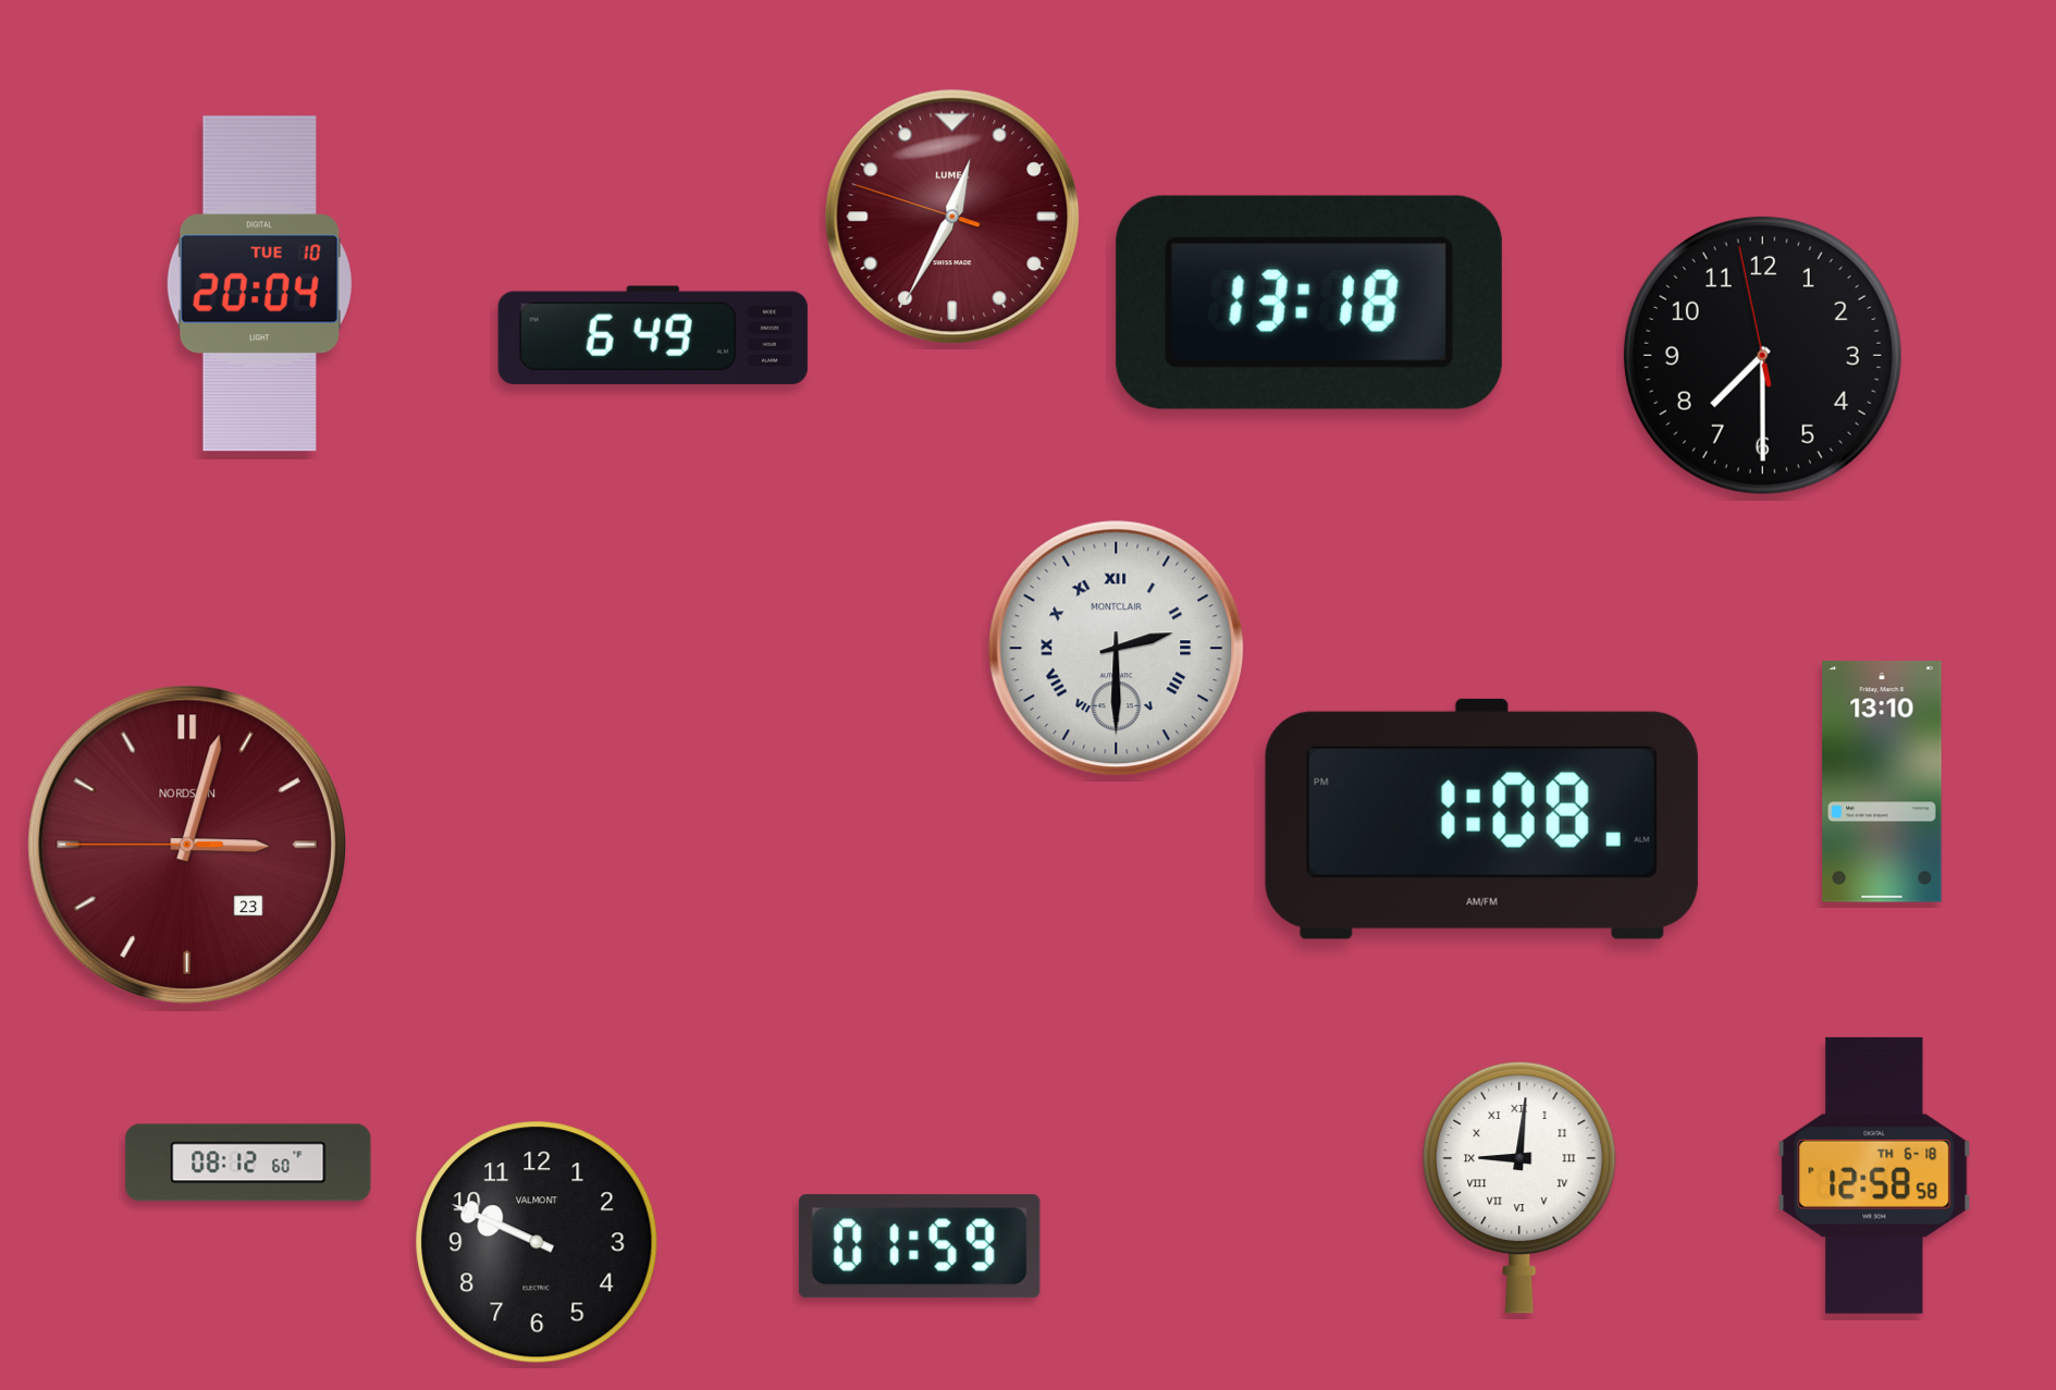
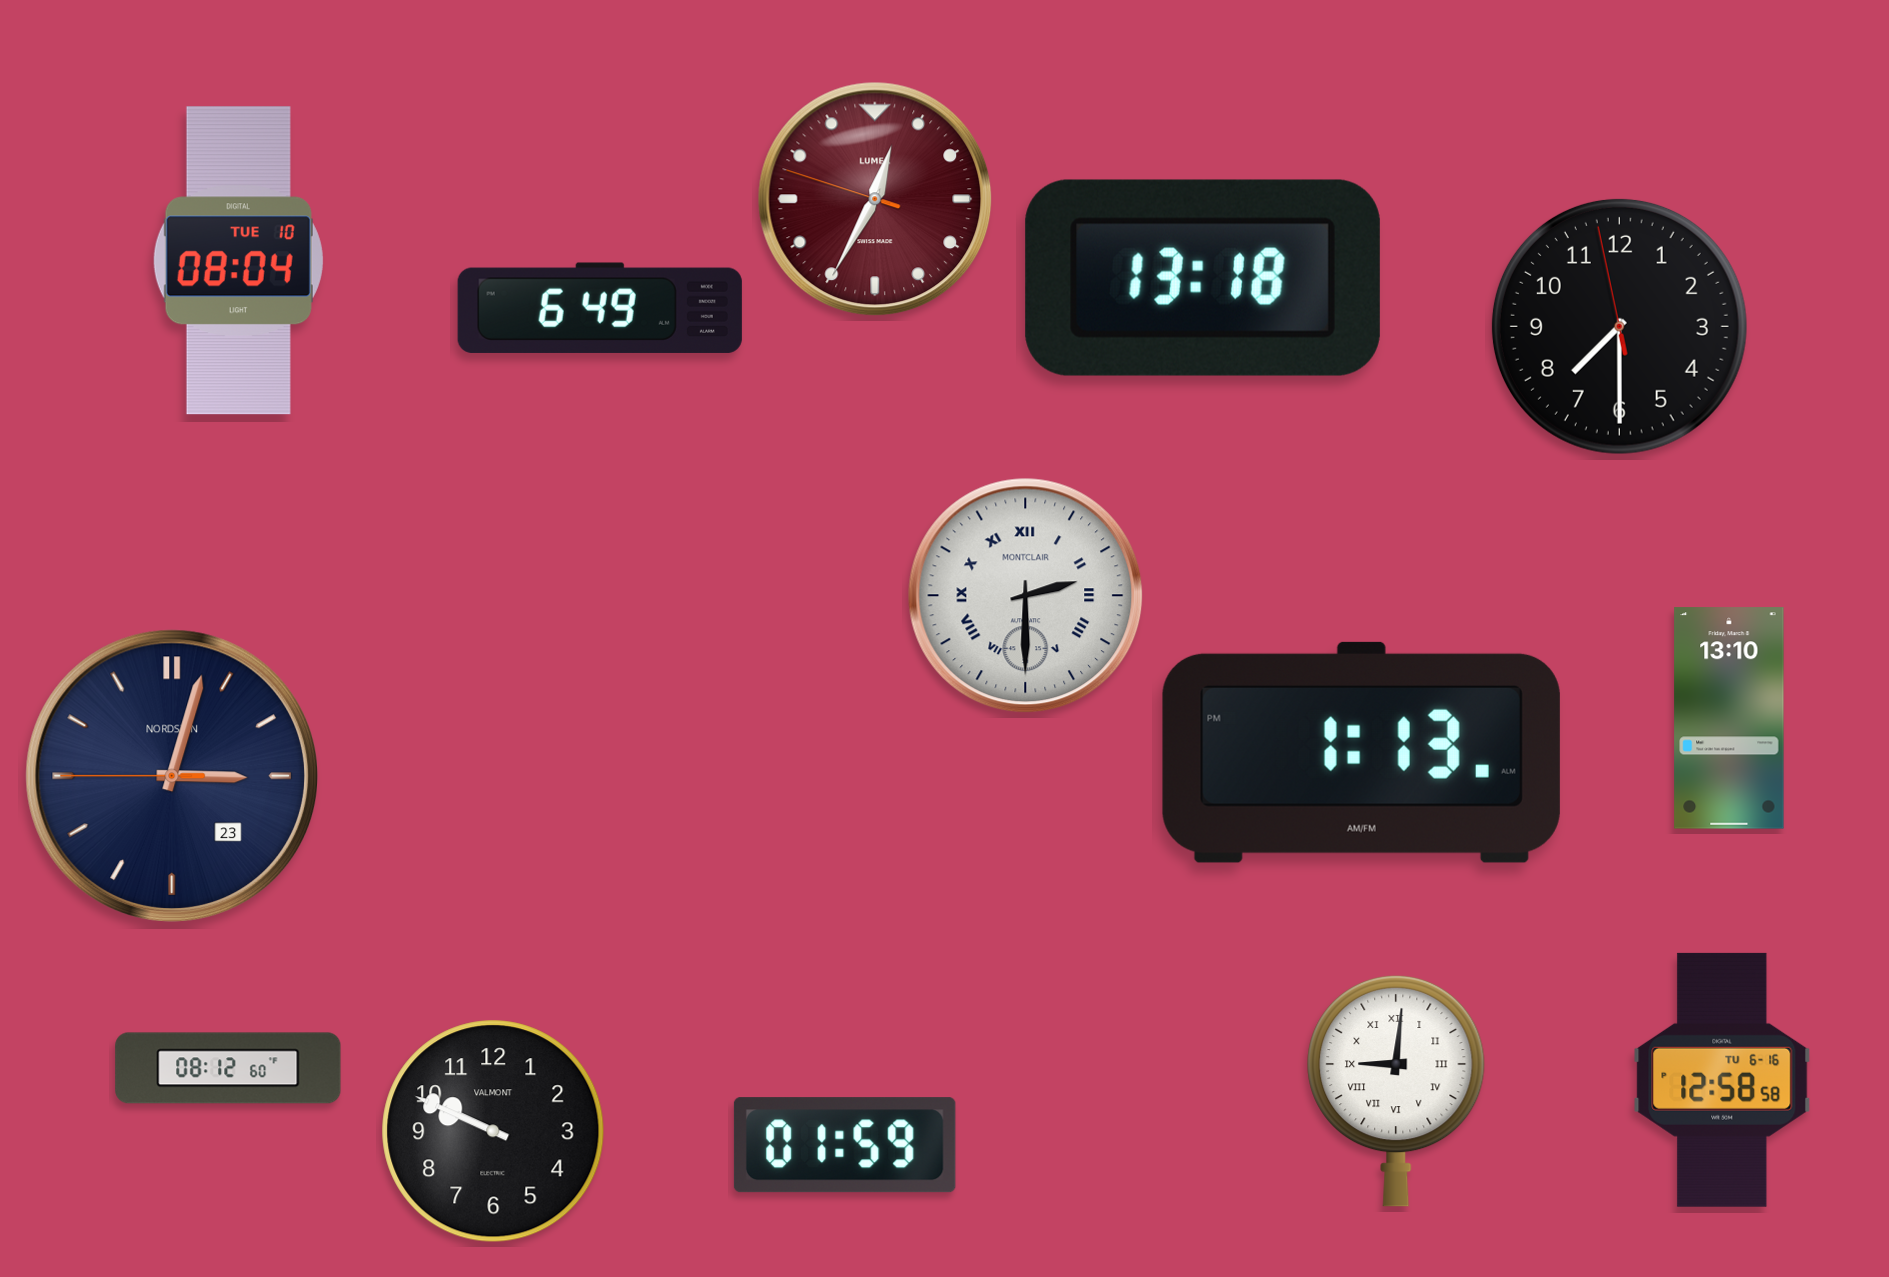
clock at (259, 284): 20:04 -> 08:04
clock at (1481, 819): 1:08 -> 1:13
clock at (186, 844) dial: burgundy -> navy
clock at (1874, 1176) date: TH 6-18 -> TU 6-16
clock at (537, 1242) position: (537, 1242) -> (493, 1131)
